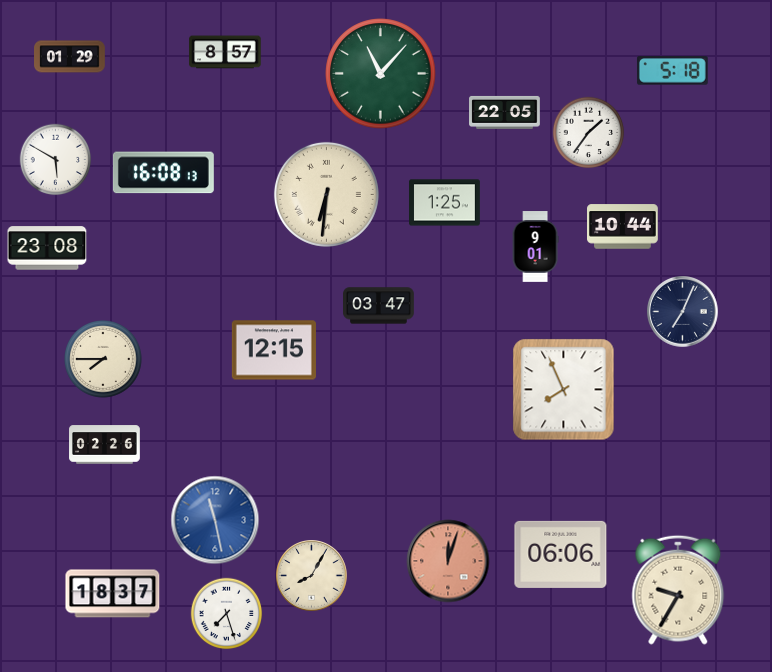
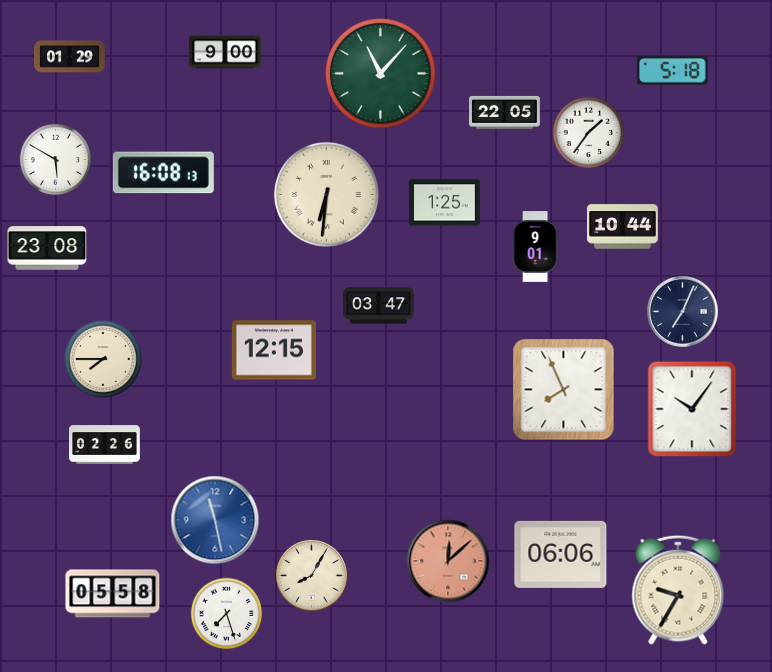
clock at (225, 52): 8:57 -> 9:00
clock at (692, 409): none -> 10:06
clock at (448, 561): 12:03 -> 12:08
clock at (113, 594): 18:37 -> 05:58
